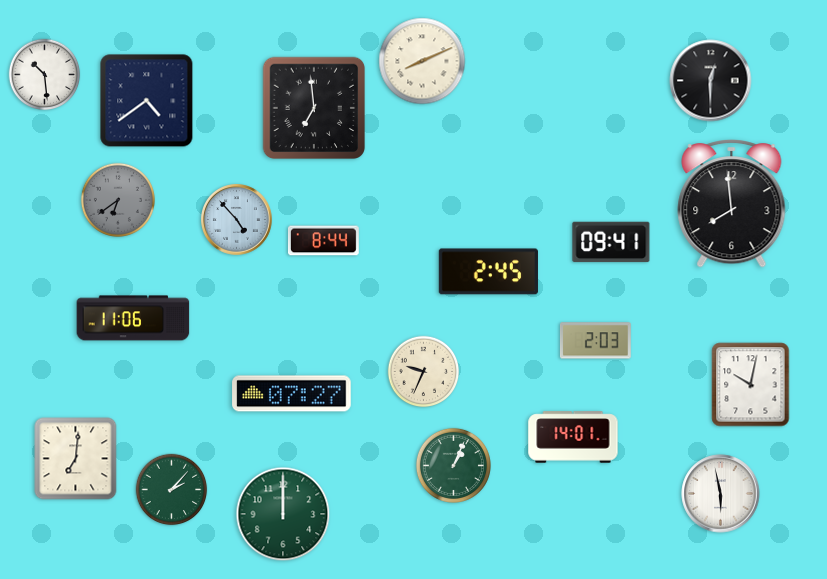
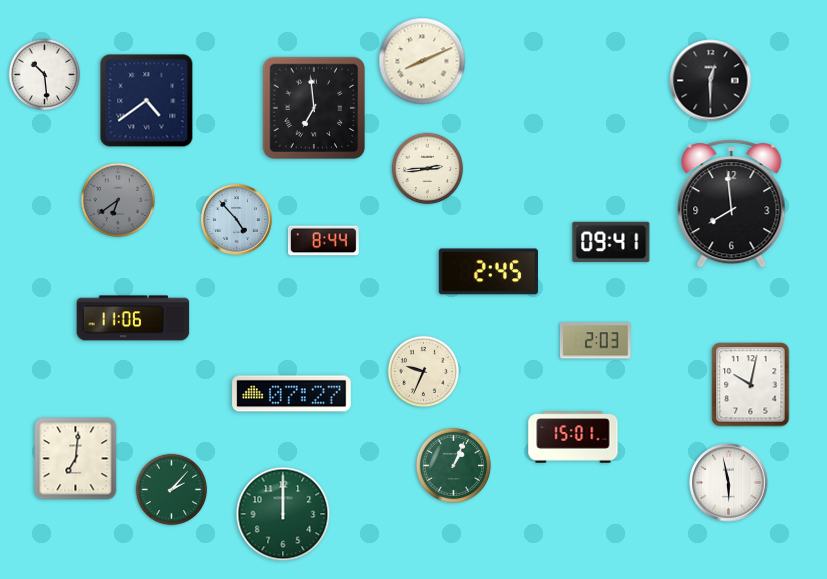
clock at (428, 169): none -> 2:44
clock at (573, 437): 14:01 -> 15:01
clock at (721, 494) position: (721, 494) -> (729, 483)
